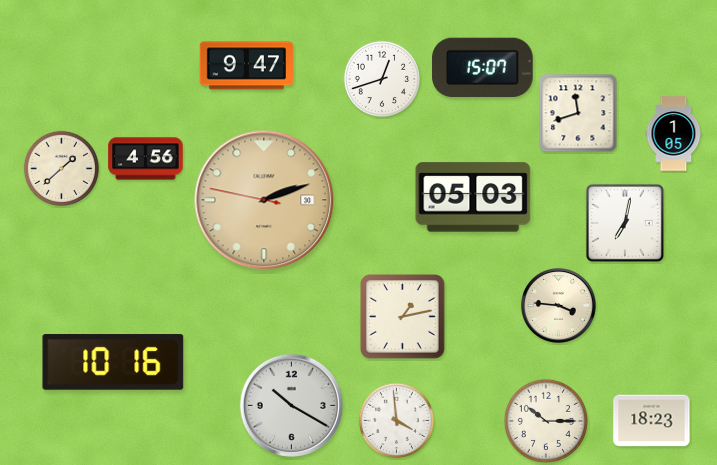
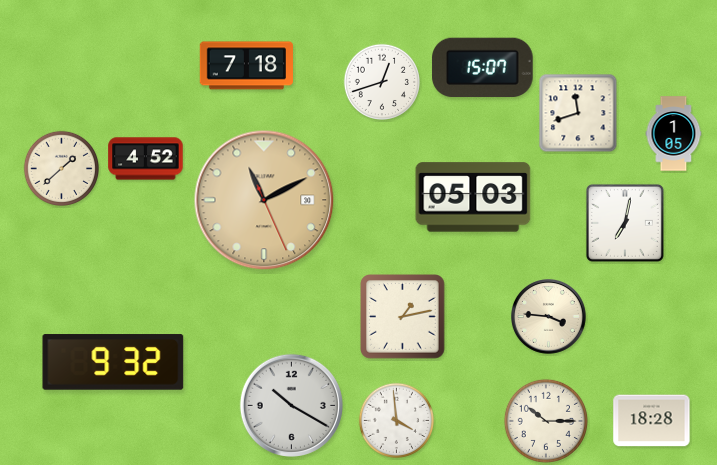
clock at (246, 66): 9:47 -> 7:18
clock at (381, 78) position: (381, 78) -> (381, 81)
clock at (146, 159): 4:56 -> 4:52
clock at (264, 200): 2:11 -> 11:10
clock at (558, 305) position: (558, 305) -> (548, 316)
clock at (113, 362): 10:16 -> 9:32
clock at (652, 421): 18:23 -> 18:28
